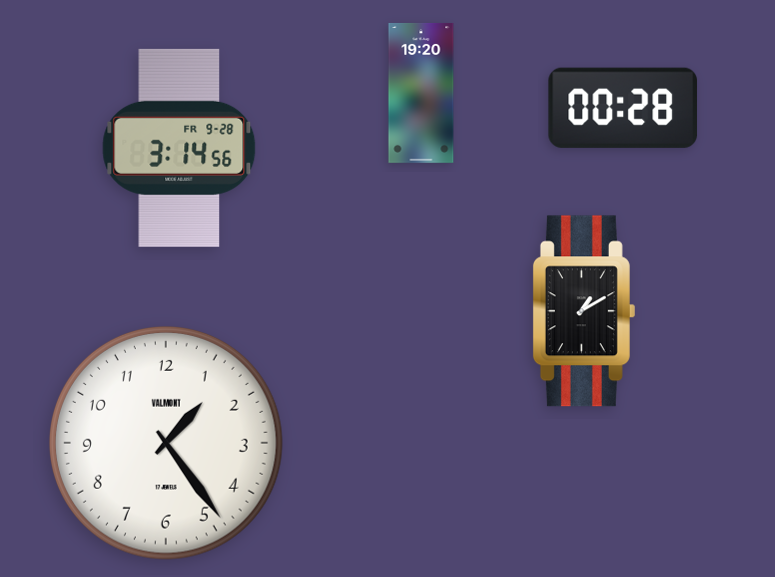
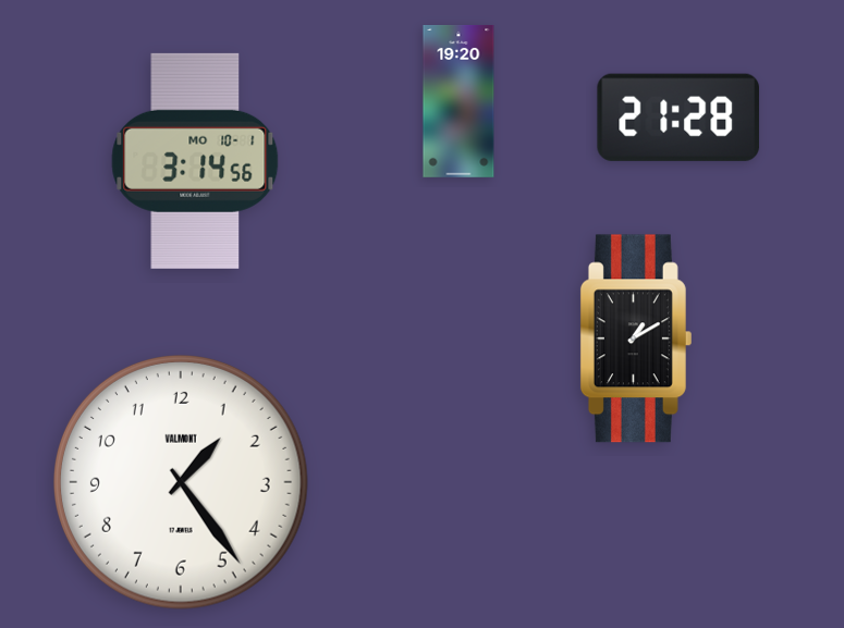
clock at (623, 108): 00:28 -> 21:28
clock at (179, 148) date: FR 9-28 -> MO 10-1
